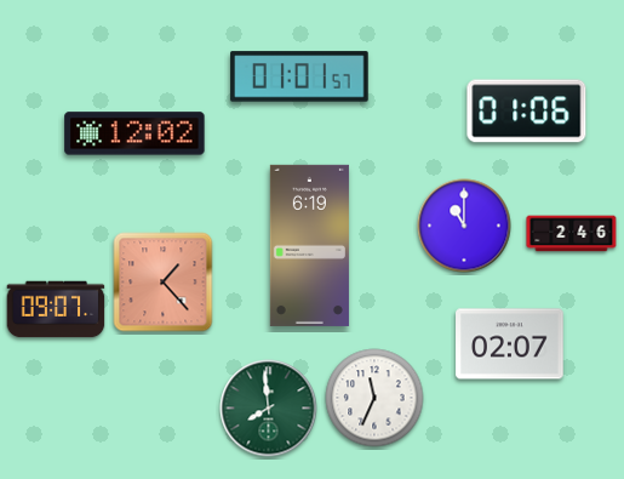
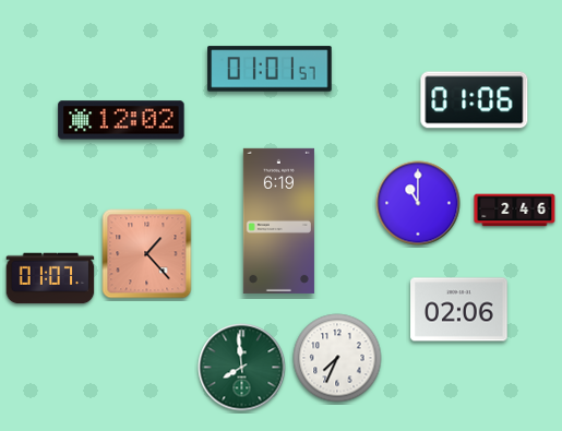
clock at (56, 309): 09:07 -> 01:07
clock at (510, 344): 02:07 -> 02:06
clock at (374, 398): 11:34 -> 7:34
